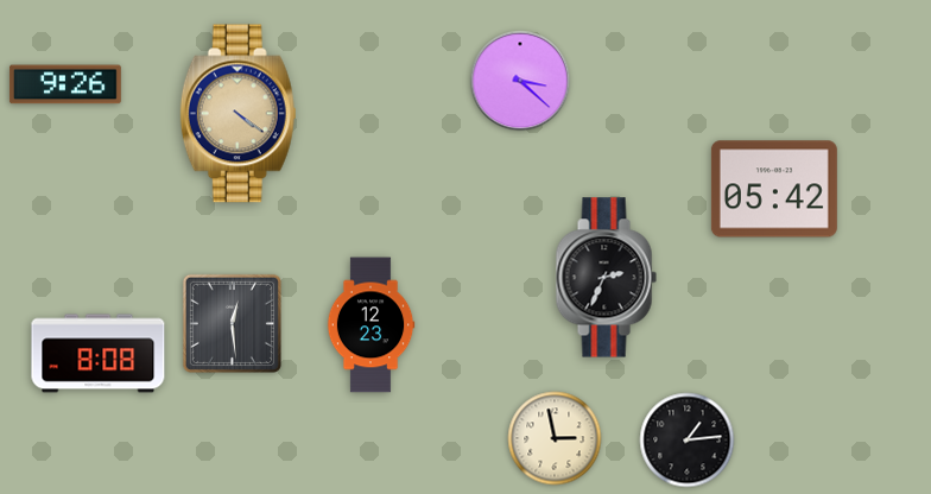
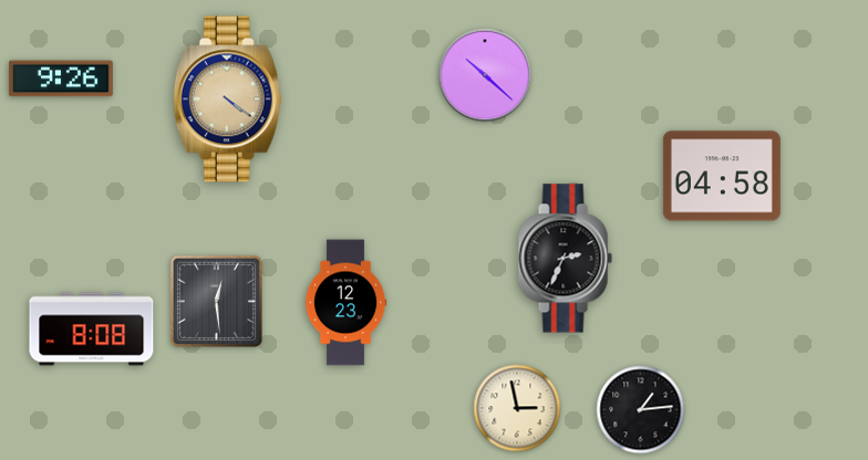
clock at (520, 81): 3:22 -> 10:22
clock at (237, 114) position: (237, 114) -> (227, 100)
clock at (774, 189): 05:42 -> 04:58
